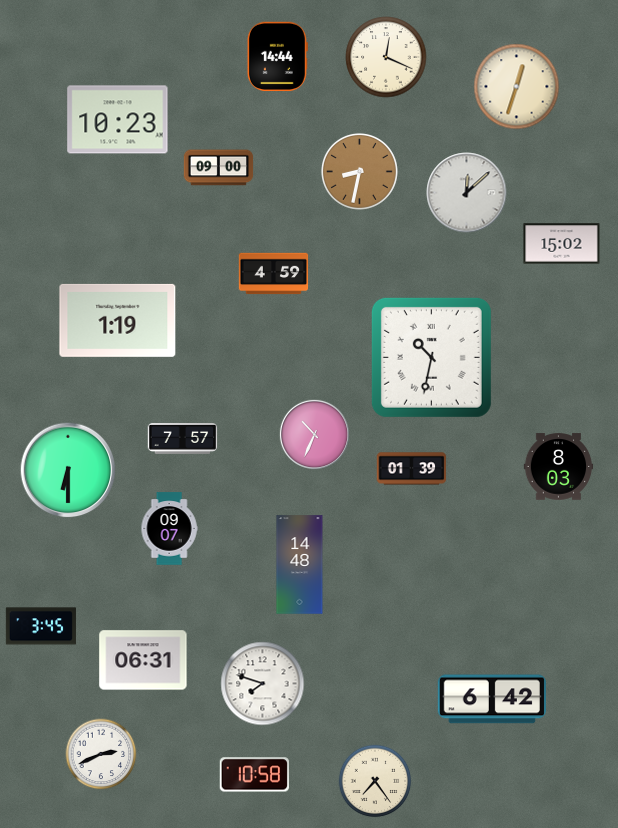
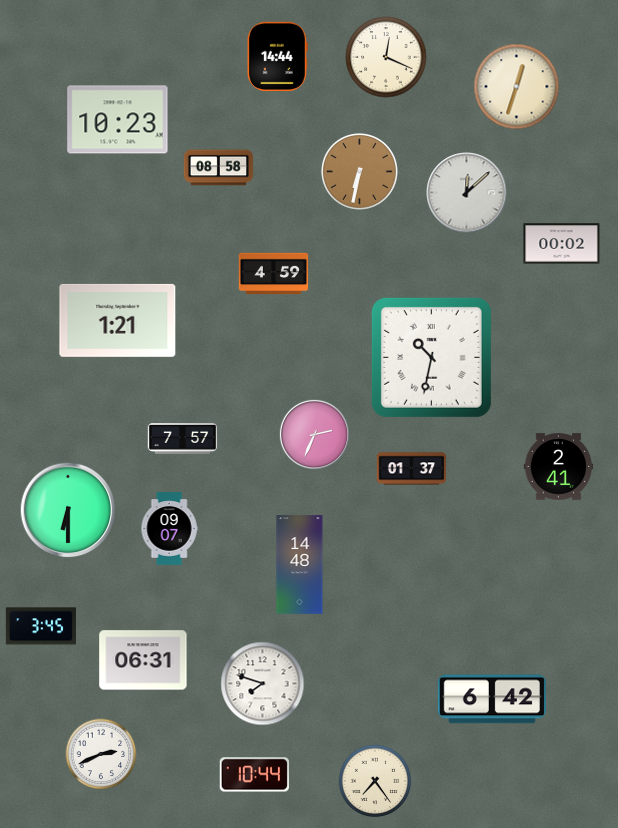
clock at (219, 168): 09:00 -> 08:58
clock at (359, 171): 8:32 -> 6:32
clock at (562, 244): 15:02 -> 00:02
clock at (118, 320): 1:19 -> 1:21
clock at (314, 434): 10:34 -> 2:34
clock at (559, 467): 8:03 -> 2:41
clock at (412, 469): 01:39 -> 01:37
clock at (68, 470) position: (68, 470) -> (68, 510)
clock at (254, 775): 10:58 -> 10:44
